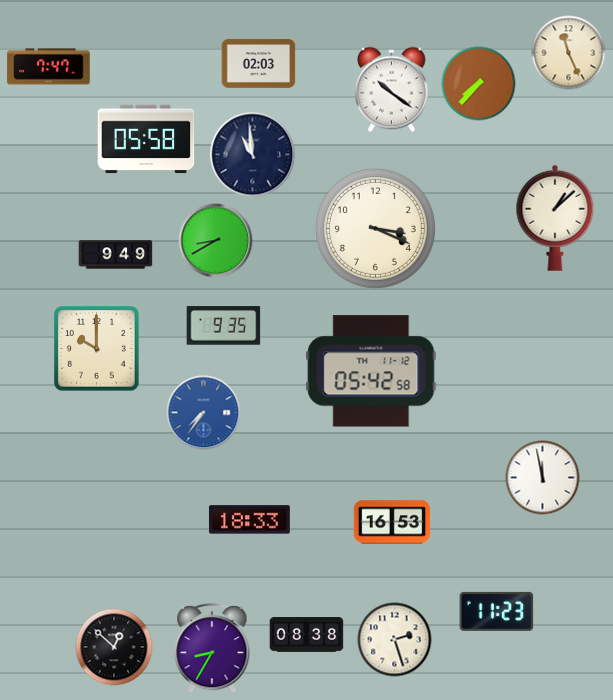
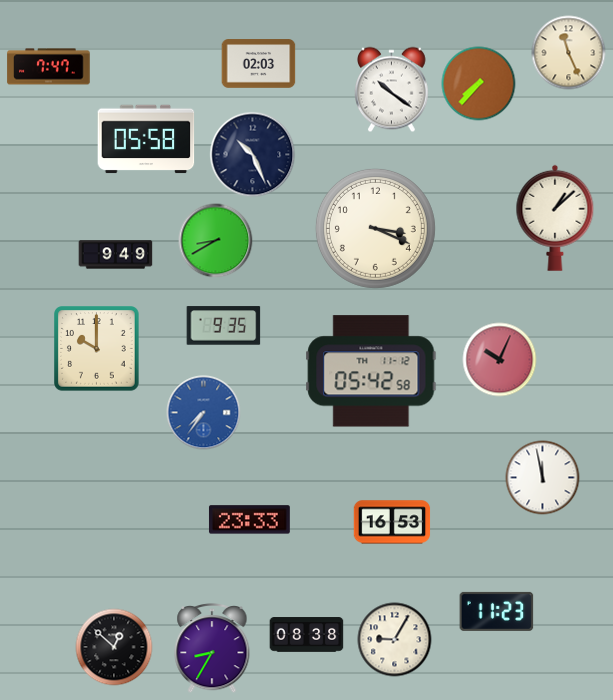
clock at (253, 155): 10:59 -> 10:26
clock at (500, 360): none -> 10:04
clock at (249, 520): 18:33 -> 23:33
clock at (395, 640): 2:27 -> 9:05
